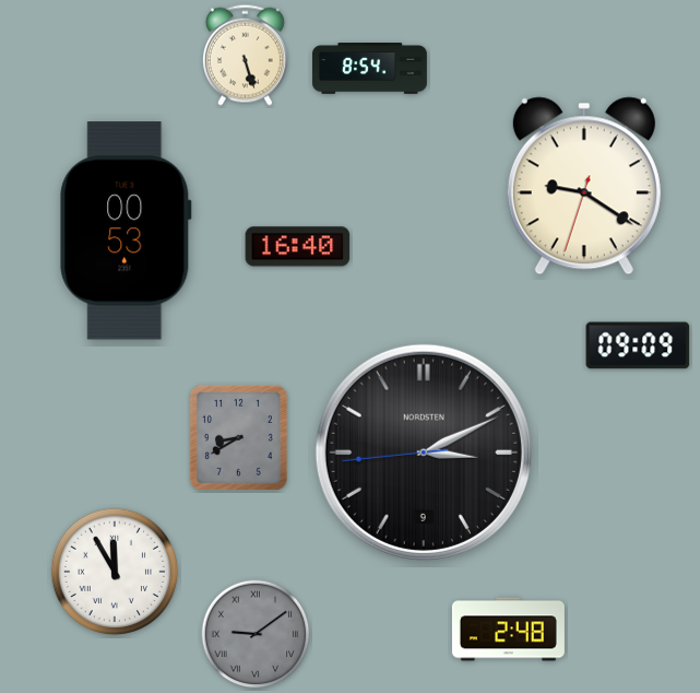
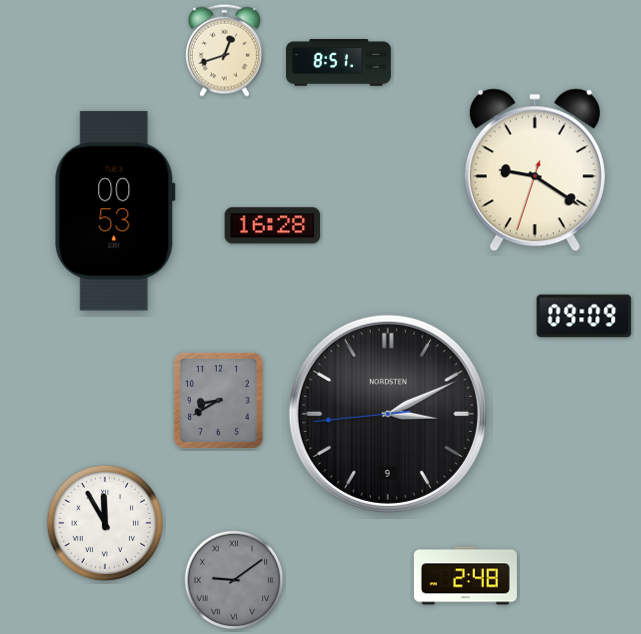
clock at (245, 55): 5:27 -> 12:42
clock at (370, 69): 8:54 -> 8:51
clock at (298, 247): 16:40 -> 16:28
